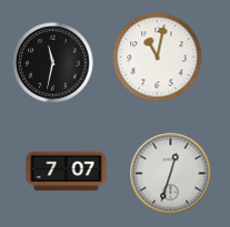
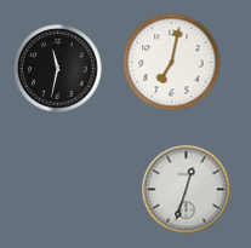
clock at (158, 58): 11:02 -> 7:02
clock at (67, 172): 7:07 -> none
